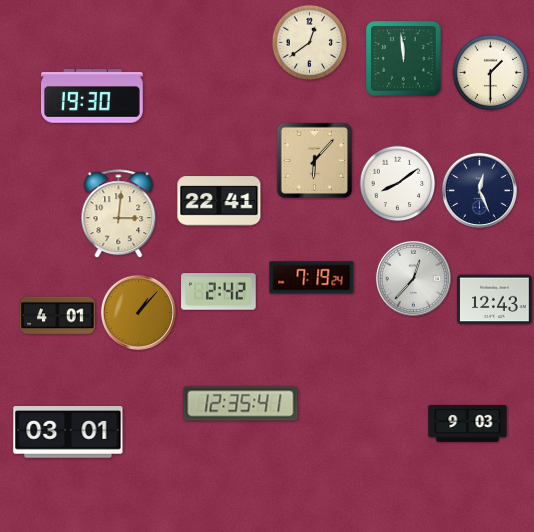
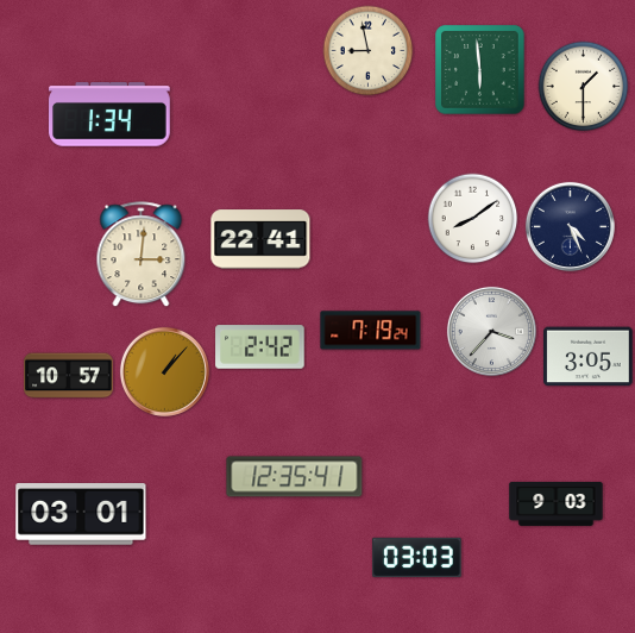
clock at (310, 43): 12:39 -> 8:58
clock at (404, 59): 11:59 -> 5:59
clock at (93, 96): 19:30 -> 1:34
clock at (314, 160): 6:07 -> none
clock at (479, 190): 12:26 -> 4:26
clock at (413, 278): 12:37 -> 3:37
clock at (495, 300): 12:43 -> 3:05
clock at (58, 316): 4:01 -> 10:57
clock at (241, 404) position: (241, 404) -> (295, 477)
clock at (417, 557): none -> 03:03
